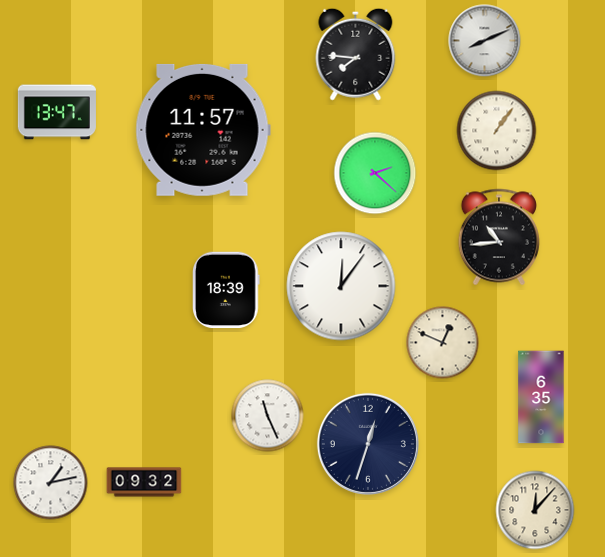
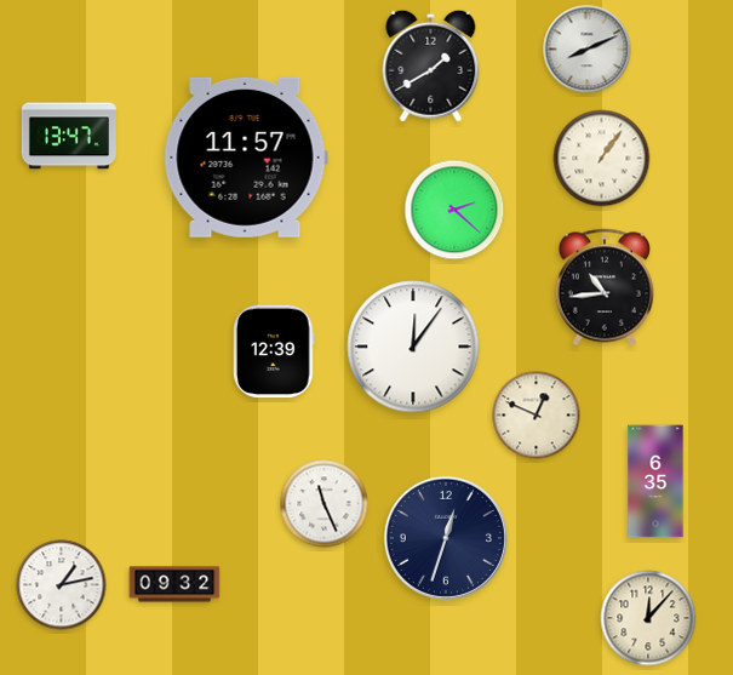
clock at (356, 54): 7:46 -> 1:40
clock at (227, 290): 18:39 -> 12:39
